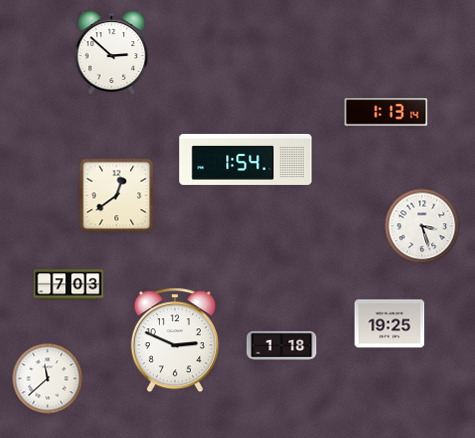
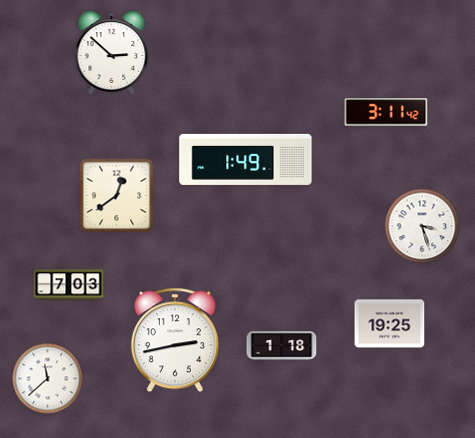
clock at (386, 112): 1:13 -> 3:11
clock at (246, 159): 1:54 -> 1:49
clock at (175, 340): 2:49 -> 2:43
